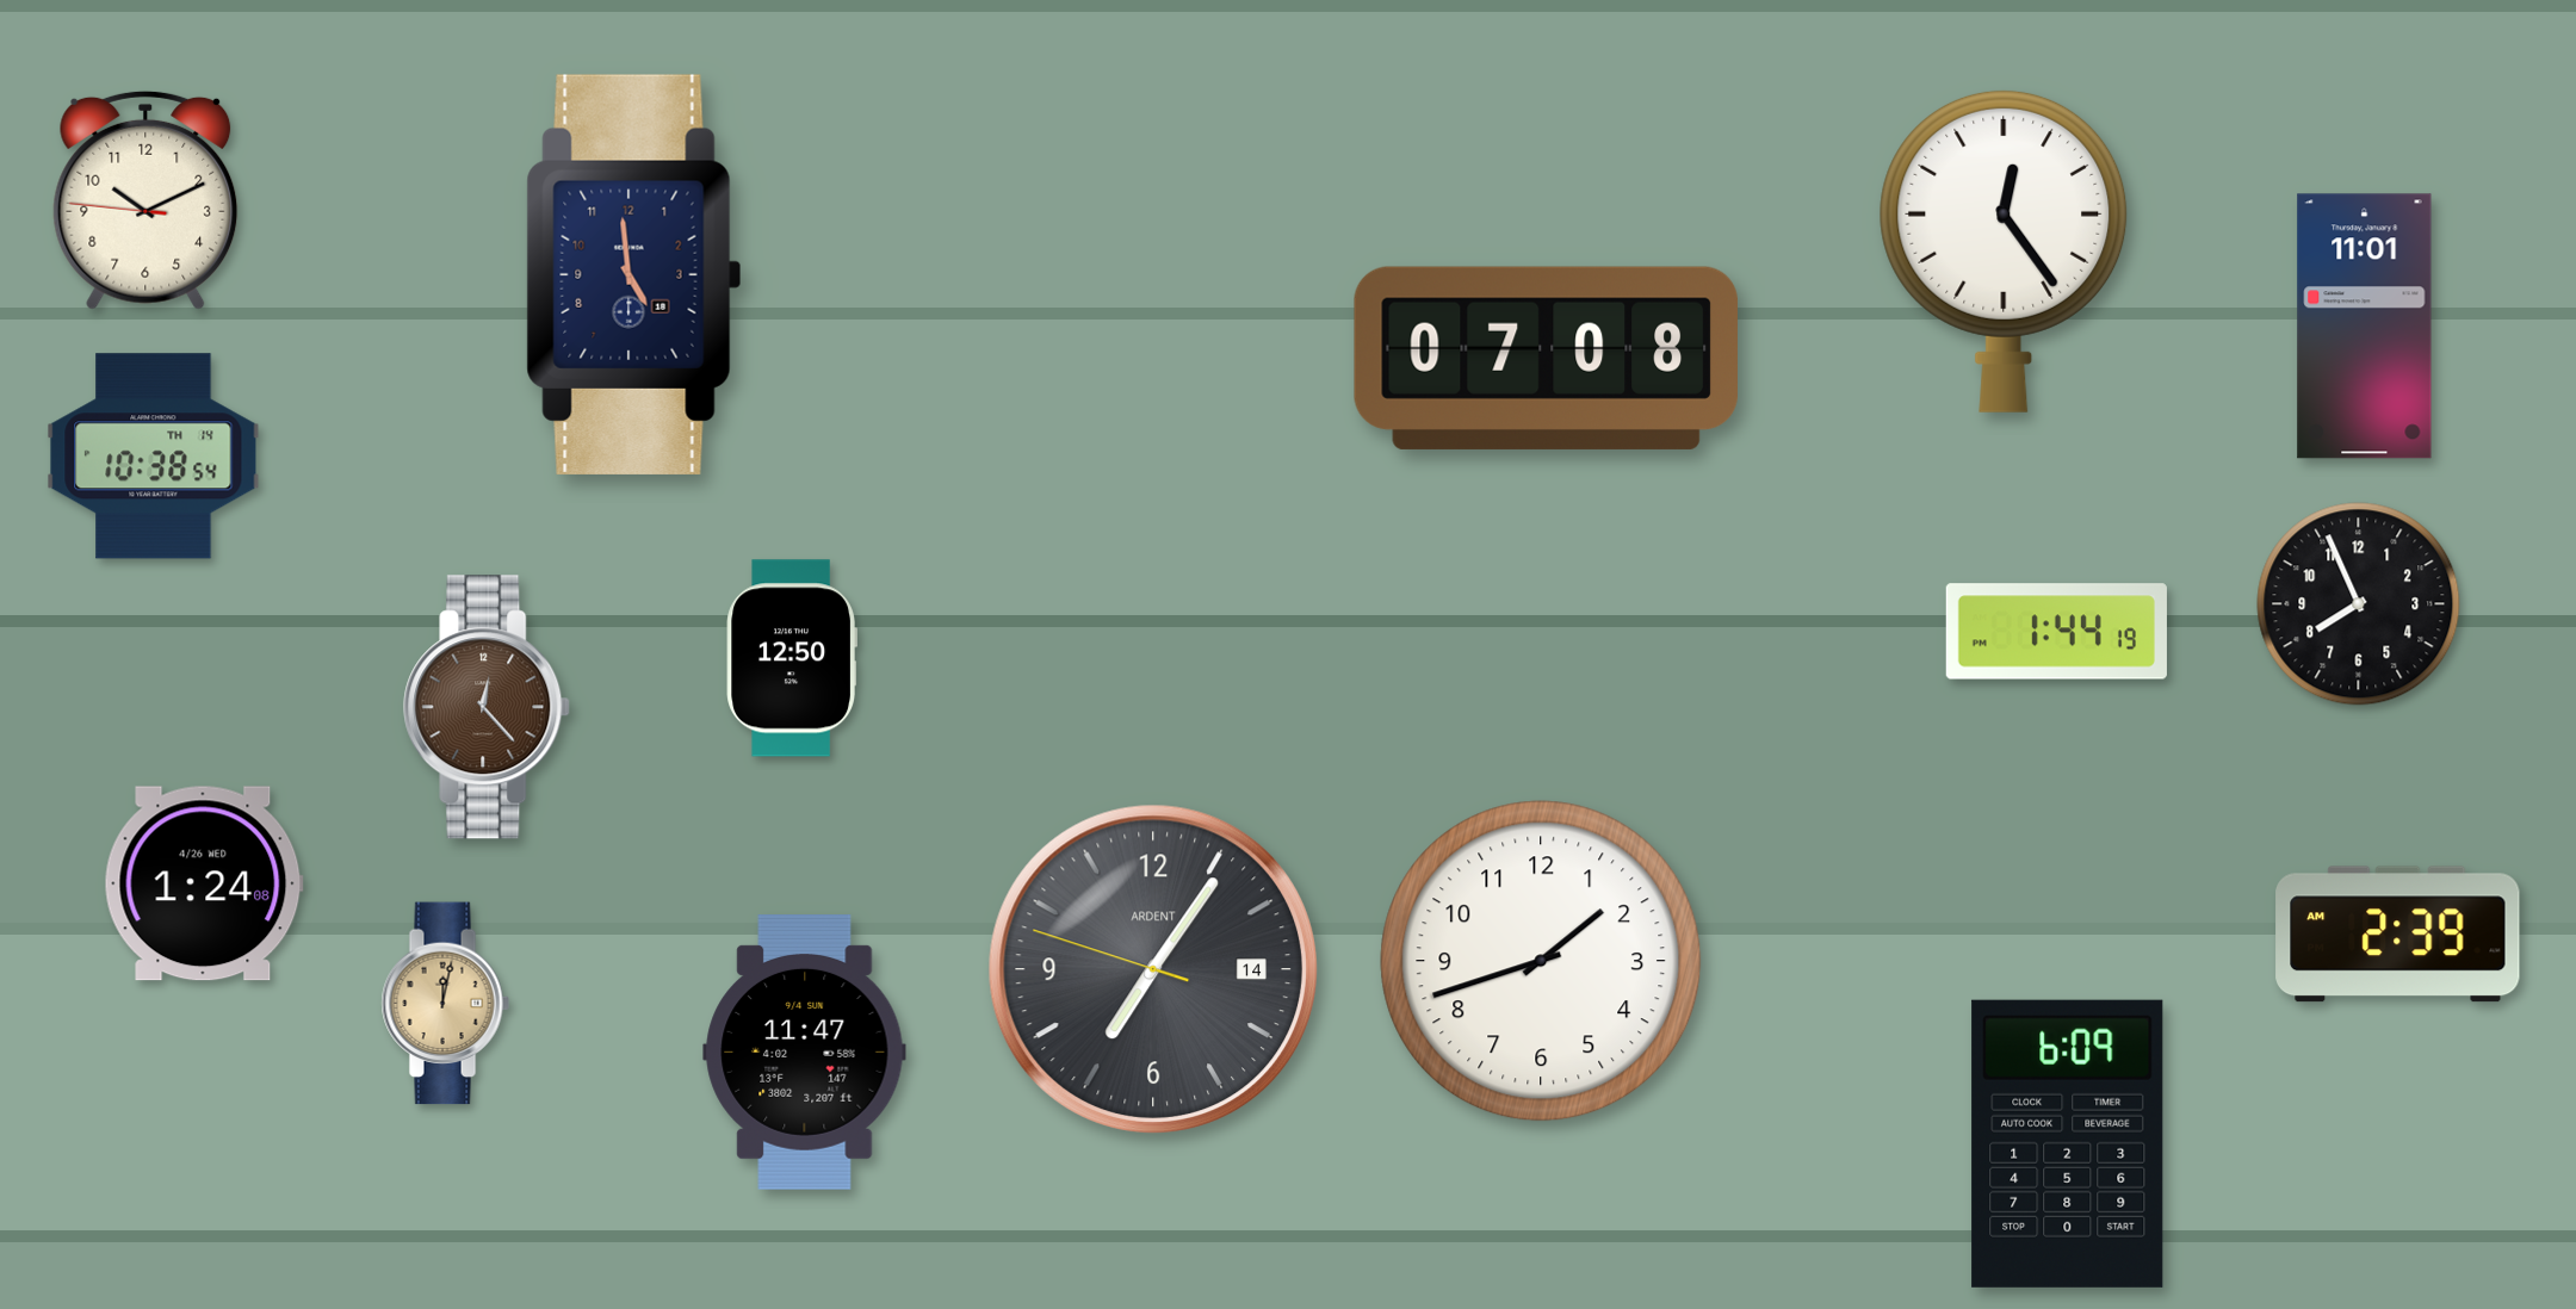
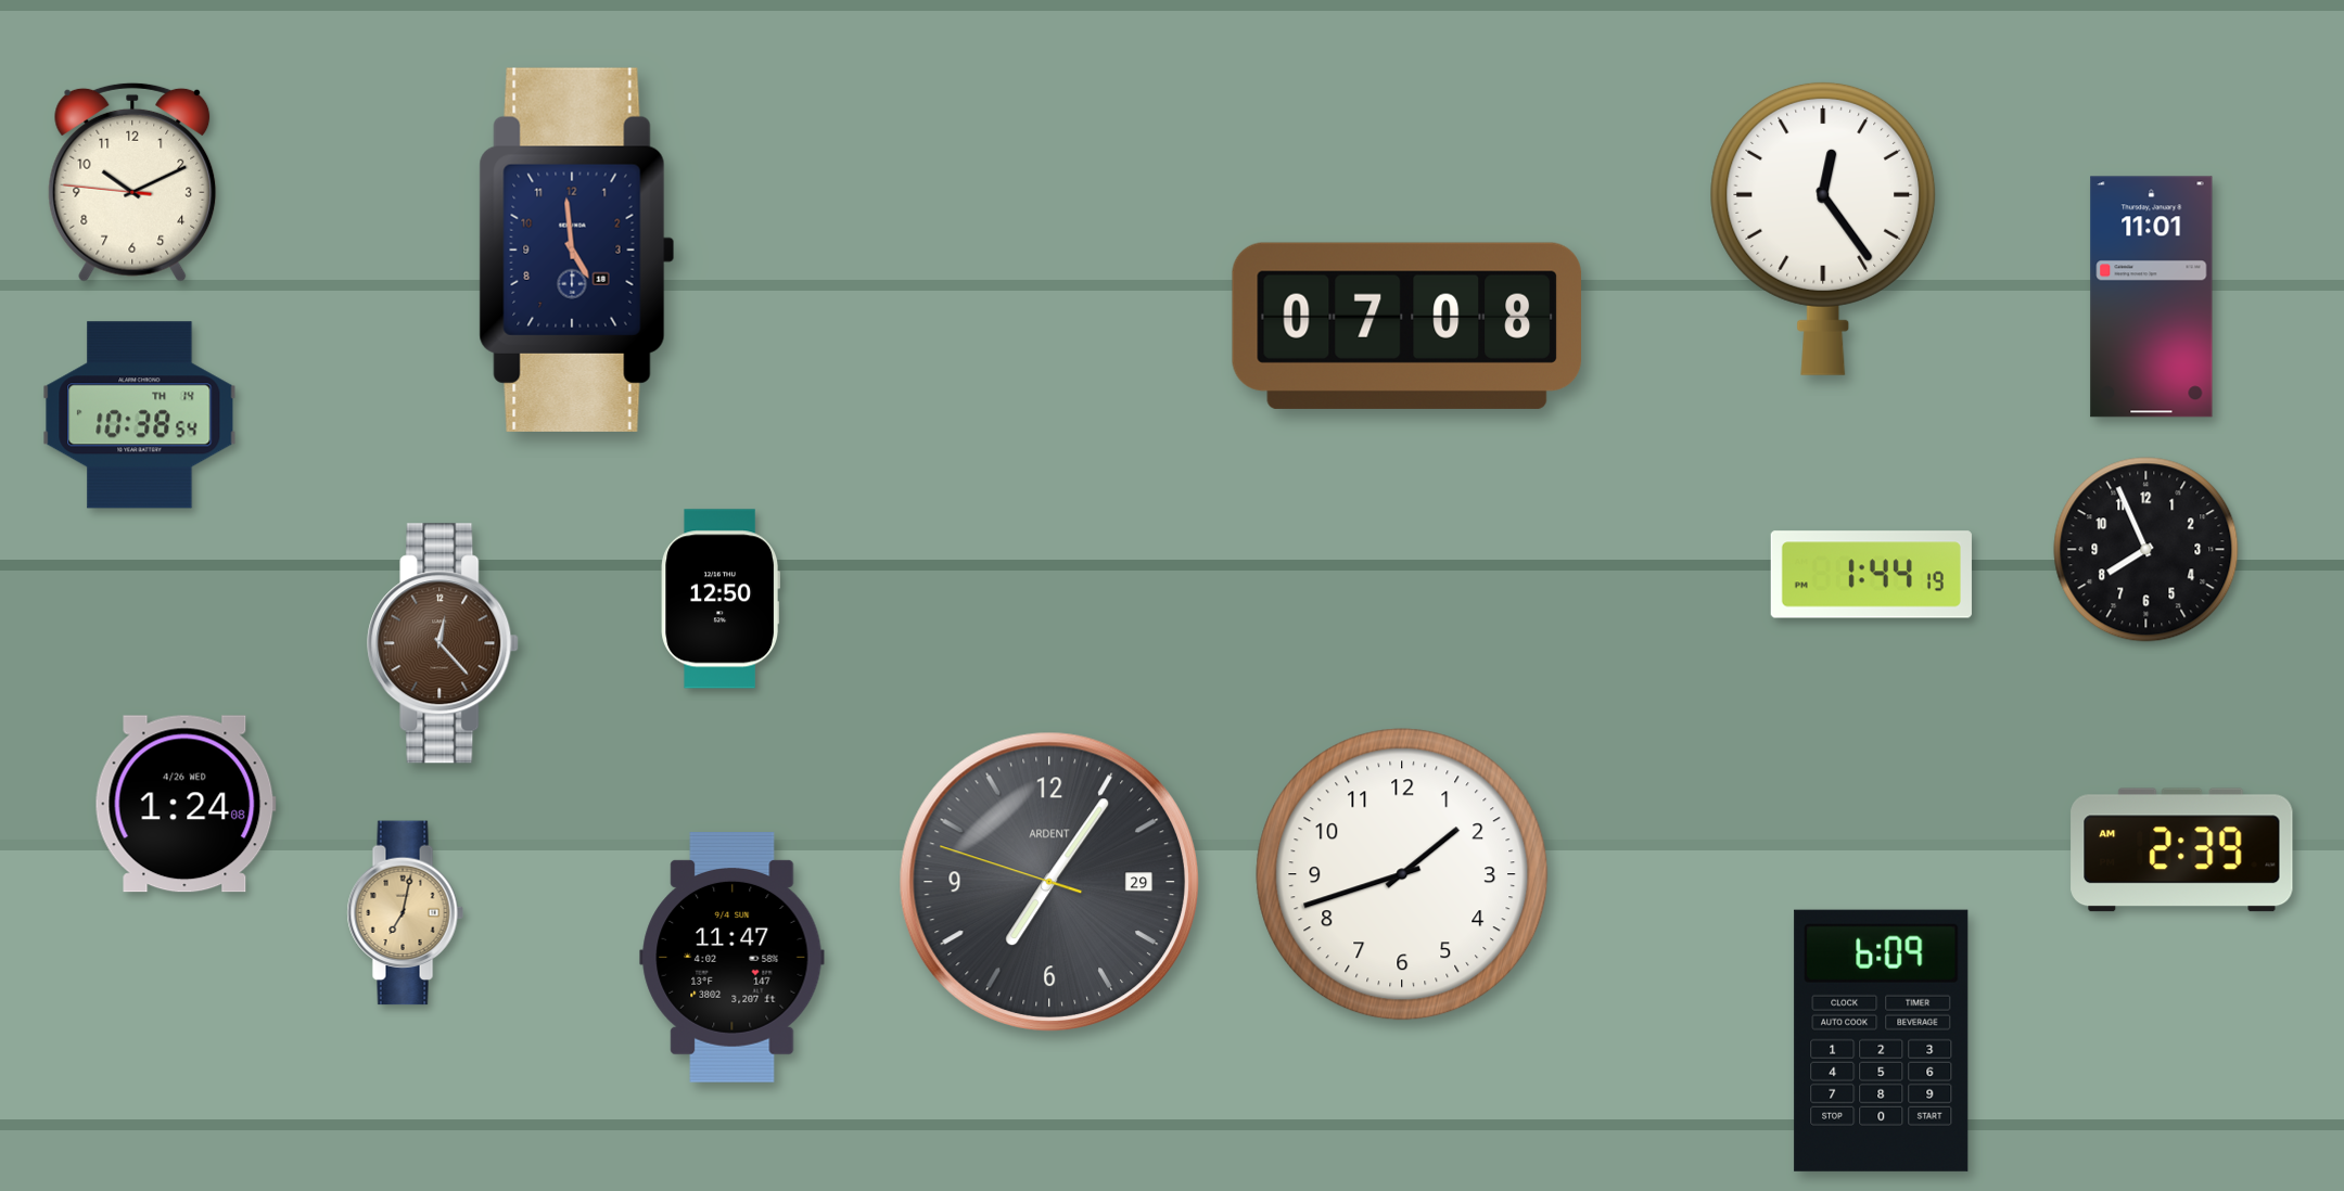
clock at (1152, 968) date: 14 -> 29
clock at (445, 1004): 12:02 -> 7:02
